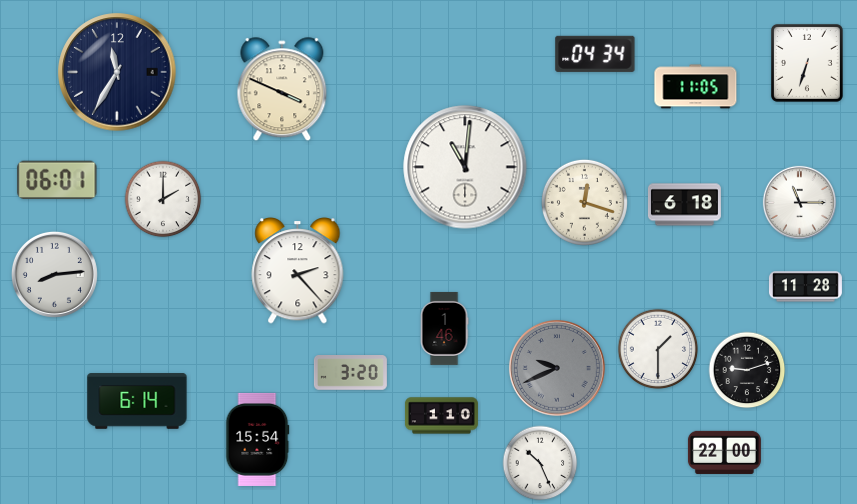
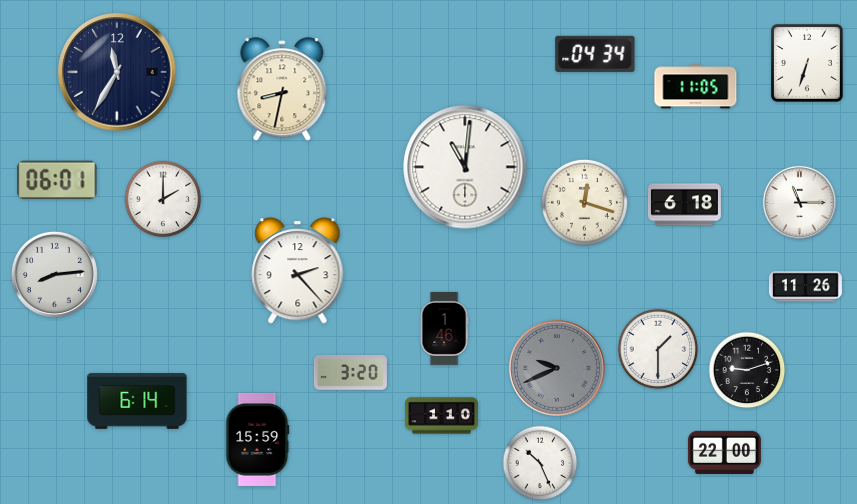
clock at (282, 90): 3:49 -> 8:32
clock at (805, 287): 11:28 -> 11:26
clock at (257, 439): 15:54 -> 15:59
